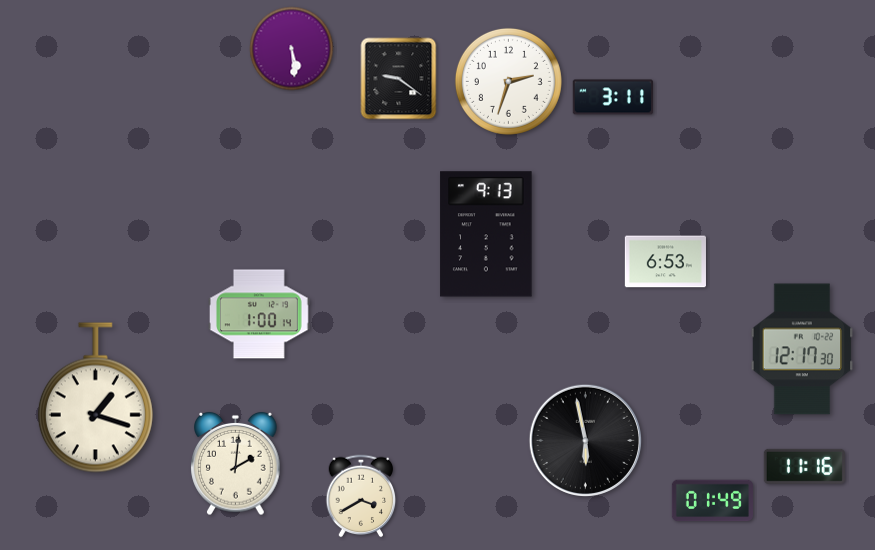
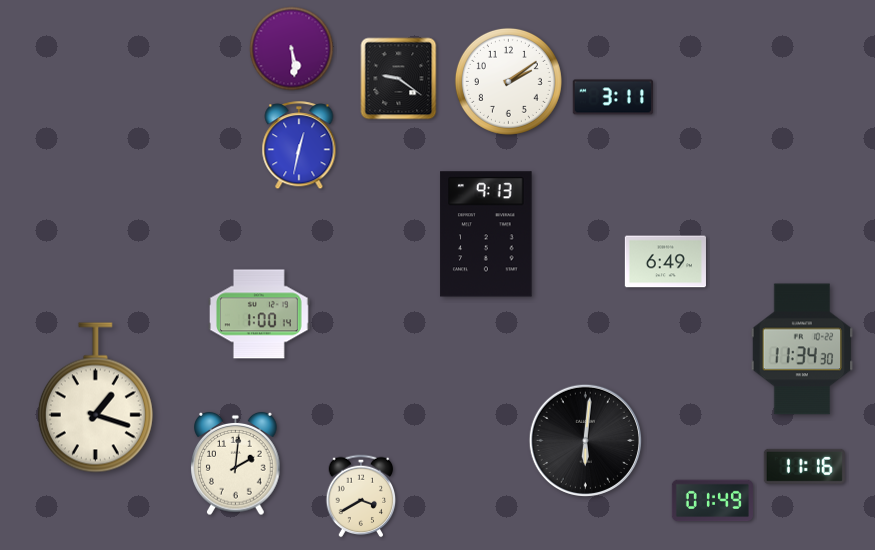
clock at (508, 81): 2:33 -> 2:09
clock at (299, 146): none -> 12:32
clock at (665, 262): 6:53 -> 6:49
clock at (802, 349): 12:17 -> 11:34
clock at (585, 440): 5:58 -> 6:01
